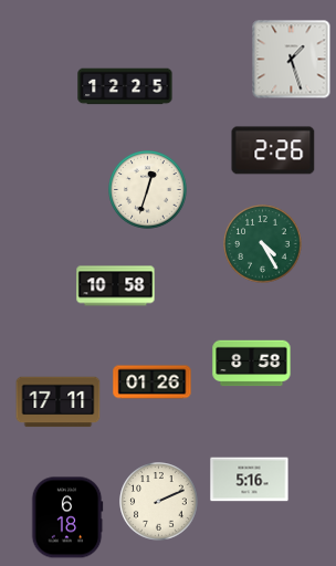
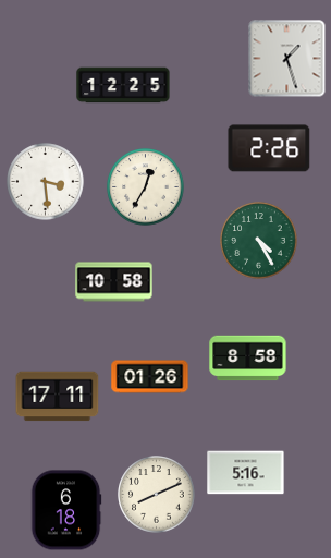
clock at (46, 182): none -> 3:29
clock at (148, 190): 12:33 -> 12:35
clock at (159, 502): 2:11 -> 8:11
